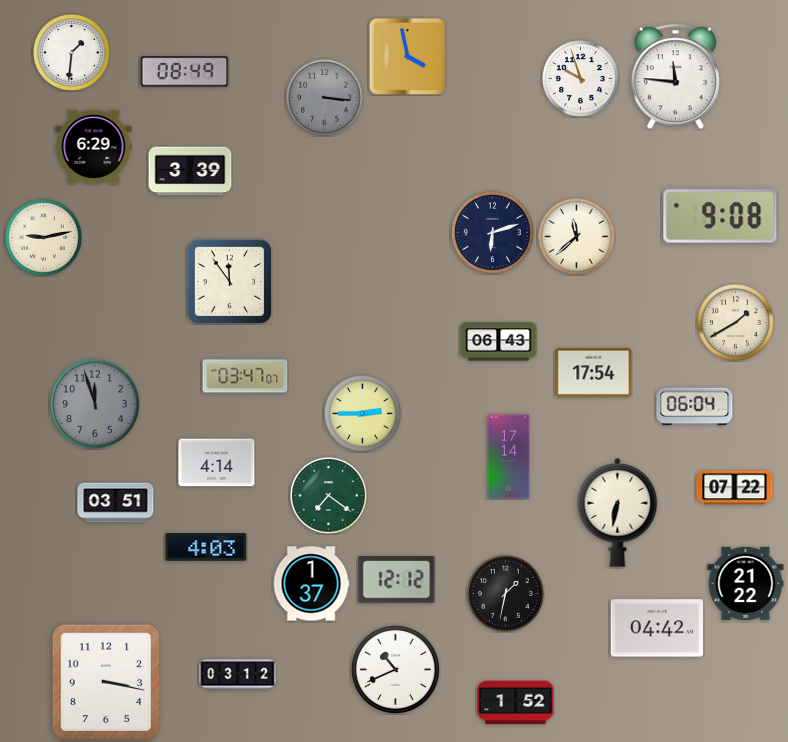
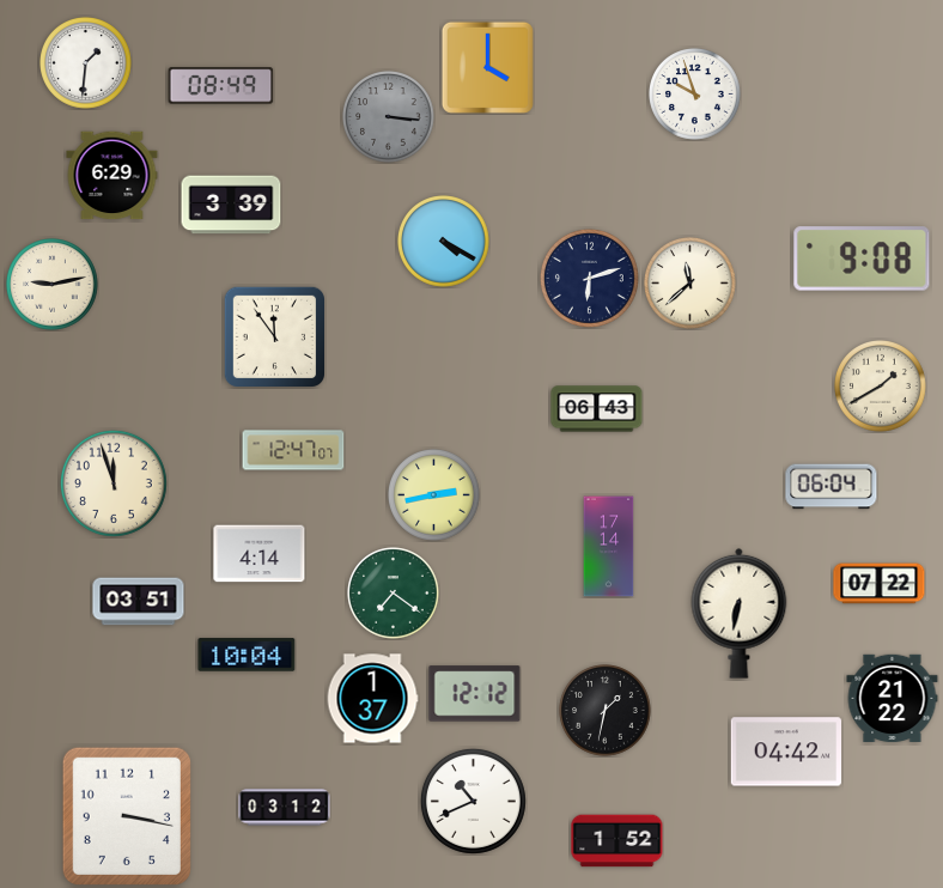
clock at (407, 56): 3:58 -> 4:00
clock at (675, 77): 11:46 -> none
clock at (190, 171) position: (190, 171) -> (231, 205)
clock at (444, 242): none -> 4:20
clock at (594, 372): 17:54 -> none
clock at (245, 376): 03:47 -> 12:47
clock at (95, 404) dial: grey -> cream
clock at (363, 414): 2:45 -> 2:43
clock at (206, 547): 4:03 -> 10:04
